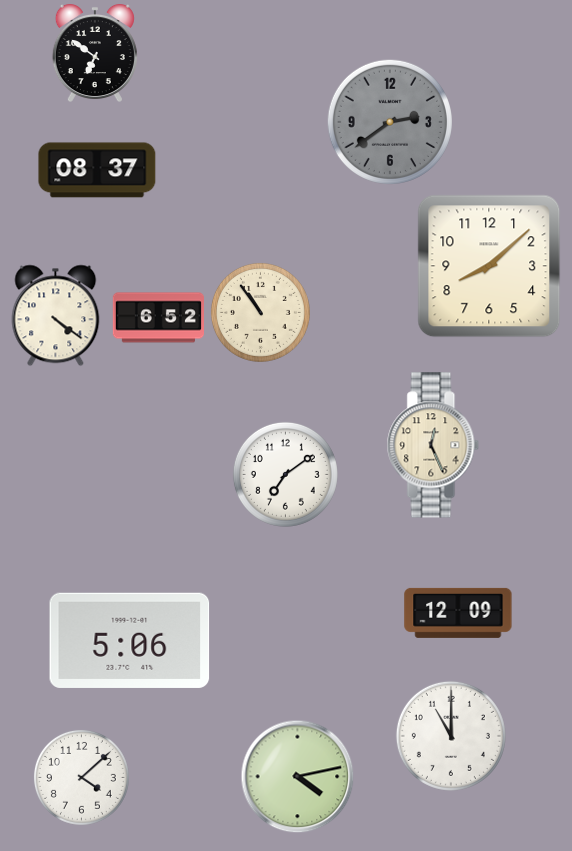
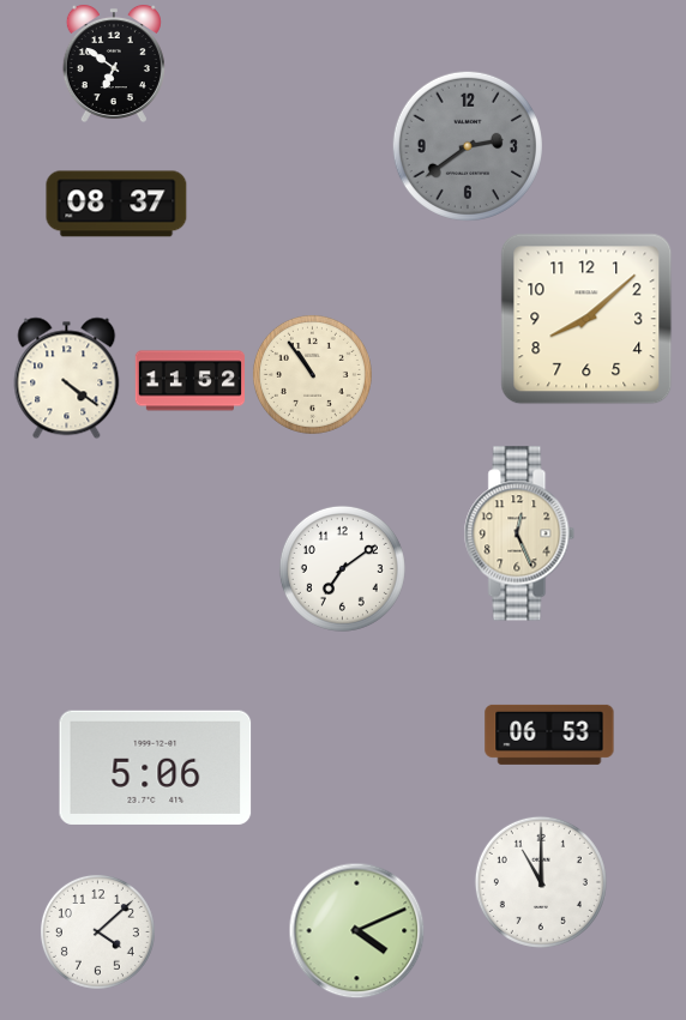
clock at (158, 318): 6:52 -> 11:52
clock at (458, 613): 12:09 -> 06:53
clock at (298, 777): 4:13 -> 4:11
